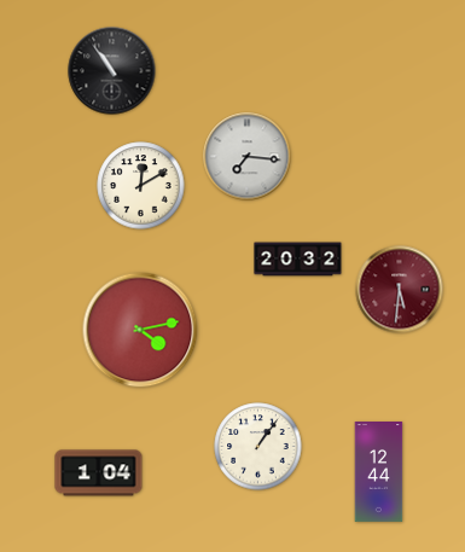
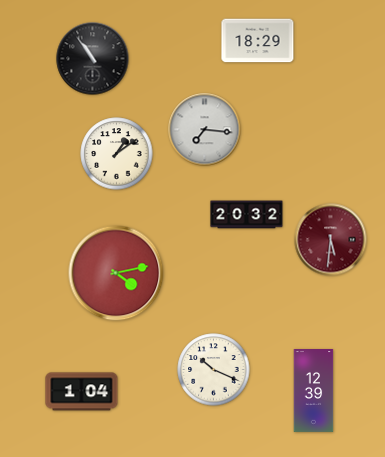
clock at (258, 41): none -> 18:29
clock at (141, 186): 12:10 -> 1:09
clock at (258, 447): 1:06 -> 10:19
clock at (379, 472): 12:44 -> 12:39
